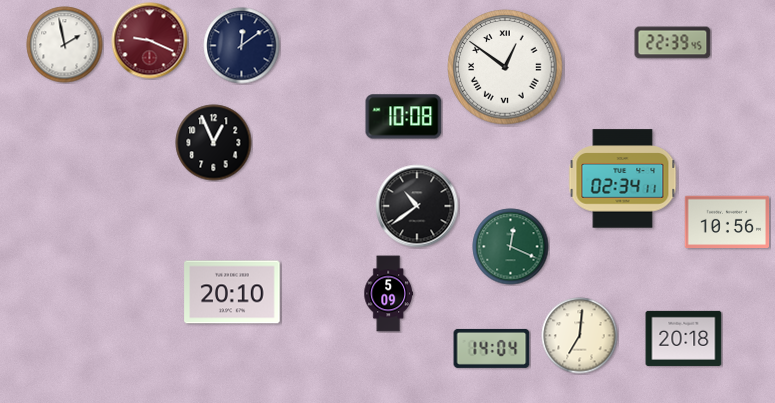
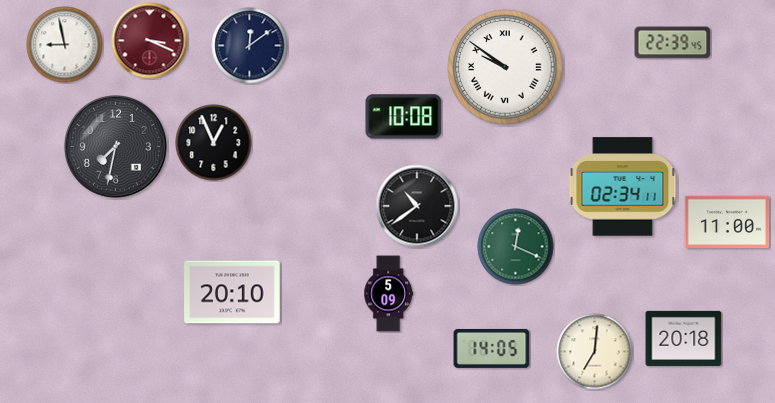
clock at (150, 41): 9:19 -> 3:19
clock at (65, 45): 1:58 -> 8:58
clock at (242, 46) position: (242, 46) -> (250, 46)
clock at (505, 67): 12:51 -> 9:51
clock at (115, 146): none -> 7:32
clock at (623, 179) position: (623, 179) -> (623, 187)
clock at (727, 222): 10:56 -> 11:00
clock at (511, 247) position: (511, 247) -> (516, 247)
clock at (580, 336) position: (580, 336) -> (595, 352)
clock at (492, 348): 14:04 -> 14:05
